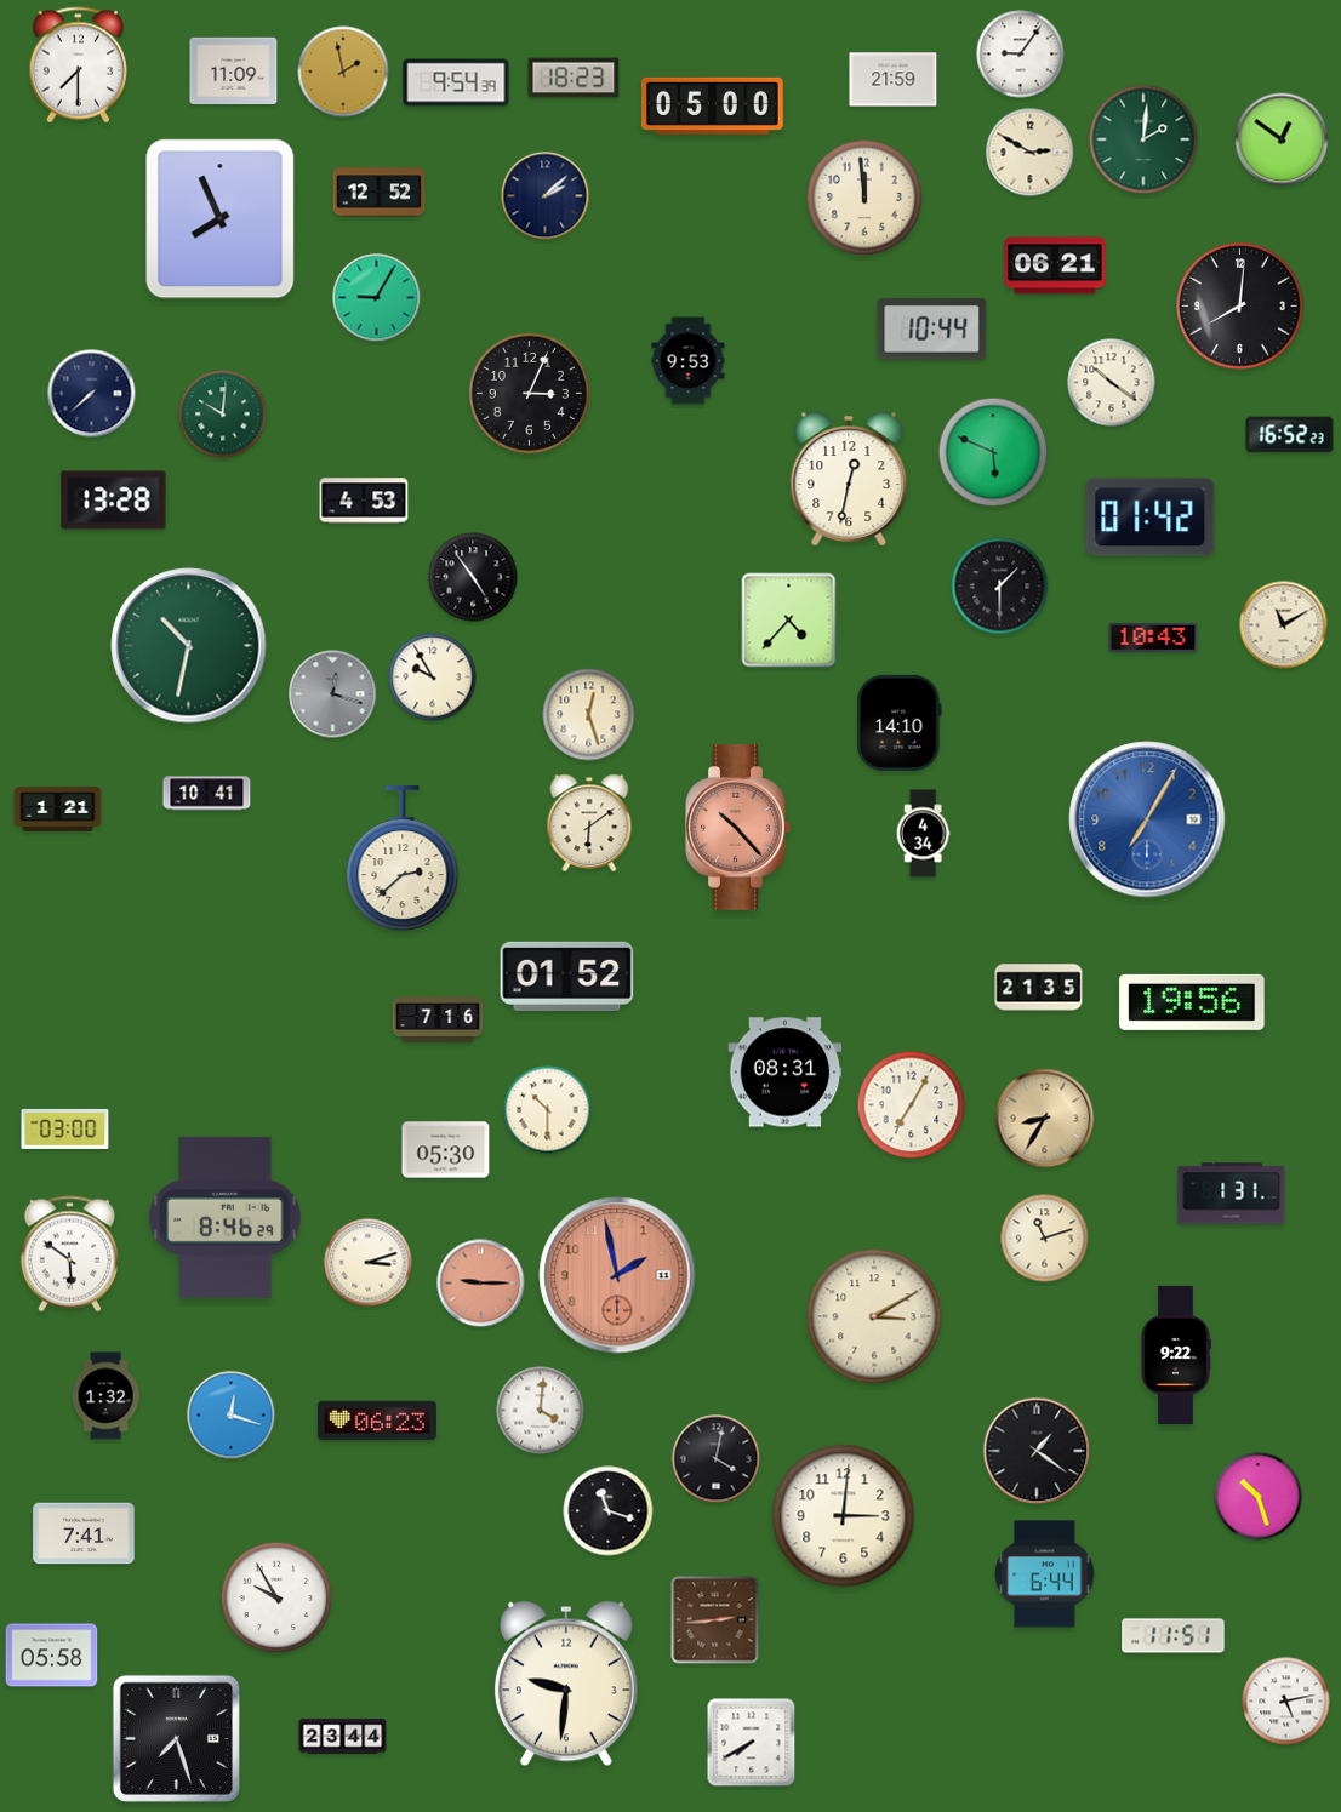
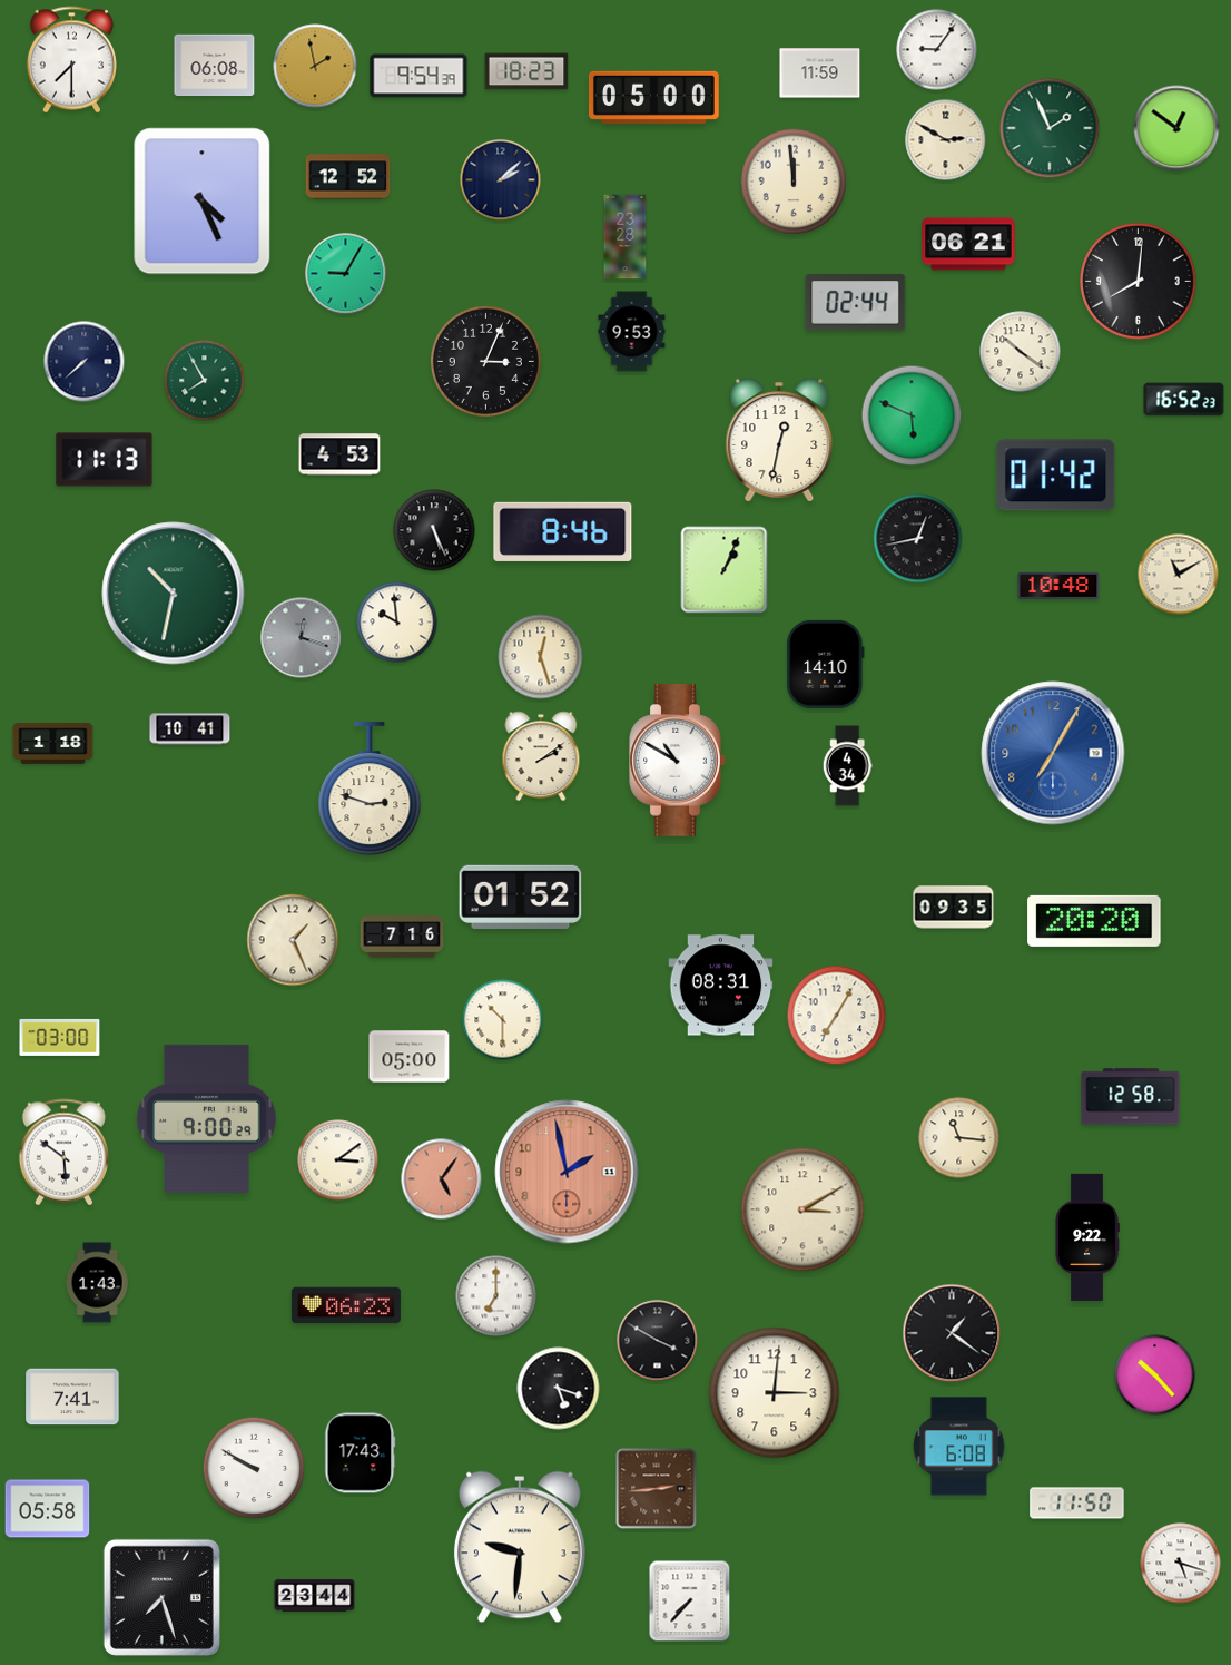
clock at (234, 72): 11:09 -> 06:08
clock at (894, 80): 21:59 -> 11:59
clock at (1143, 139): 2:01 -> 1:56
clock at (221, 219): 7:56 -> 4:26
clock at (626, 237): none -> 23:28
clock at (932, 330): 10:44 -> 02:44
clock at (223, 415): 10:01 -> 7:55
clock at (114, 501): 13:28 -> 11:13
clock at (364, 501) position: (364, 501) -> (339, 454)
clock at (473, 577): 4:54 -> 5:26
clock at (563, 531): none -> 8:46
clock at (1000, 587): 1:30 -> 12:43
clock at (789, 621): 4:37 -> 1:04
clock at (1153, 638): 10:43 -> 10:48
clock at (433, 678): 9:55 -> 9:59
clock at (333, 694) position: (333, 694) -> (302, 638)
clock at (58, 810): 1:21 -> 1:18
clock at (589, 823): 6:09 -> 2:09
clock at (738, 828): 10:23 -> 10:50
clock at (738, 828) dial: salmon -> white
clock at (403, 859): 2:38 -> 2:48
clock at (1039, 988): 21:35 -> 09:35
clock at (1192, 1002): 19:56 -> 20:20
clock at (293, 940): none -> 1:26
clock at (1045, 1119): 8:35 -> none
clock at (446, 1150): 05:30 -> 05:00
clock at (1232, 1194): 1:31 -> 12:58
clock at (226, 1217): 8:46 -> 9:00
clock at (1045, 1239): 11:12 -> 11:16
clock at (369, 1263): 3:12 -> 3:09
clock at (481, 1284): 9:15 -> 5:06
clock at (1176, 1355) position: (1176, 1355) -> (1087, 1237)
clock at (105, 1396): 1:32 -> 1:43
clock at (541, 1411): 4:01 -> 7:00
clock at (232, 1416): 12:18 -> none
clock at (717, 1459): 4:02 -> 3:50
clock at (1259, 1497): 10:27 -> 10:23
clock at (609, 1511): 11:18 -> 5:18
clock at (84, 1533) position: (84, 1533) -> (72, 1397)
clock at (1045, 1574): 6:44 -> 6:08
clock at (361, 1453): none -> 17:43
clock at (276, 1597): 9:55 -> 9:50
clock at (1174, 1636): 11:51 -> 11:50
clock at (52, 1656) position: (52, 1656) -> (48, 1509)
clock at (1286, 1702): 5:13 -> 5:18
clock at (752, 1743): 7:40 -> 7:37
